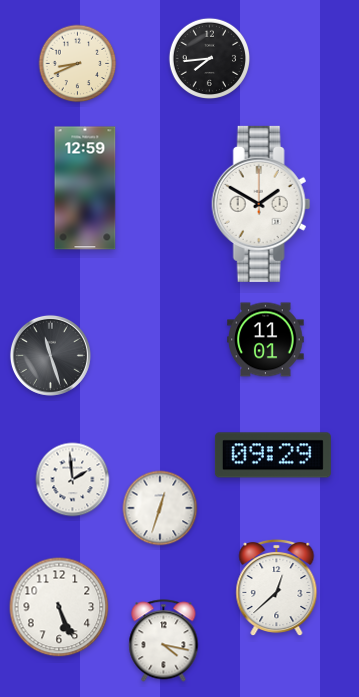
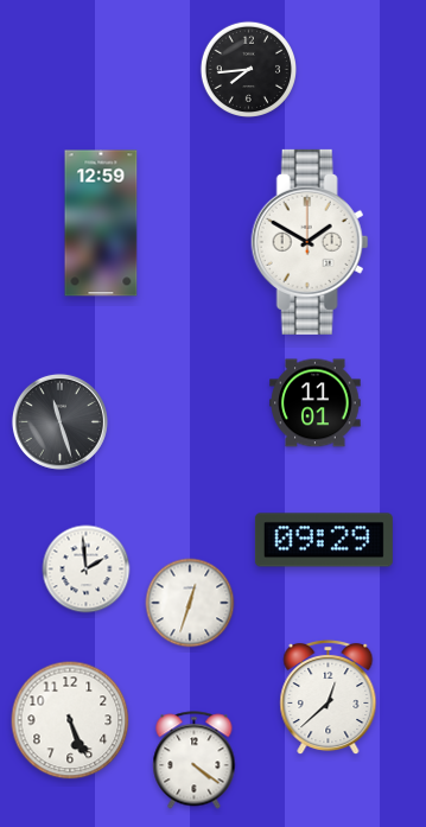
clock at (78, 64): 8:41 -> none
clock at (164, 641): 4:17 -> 4:21
